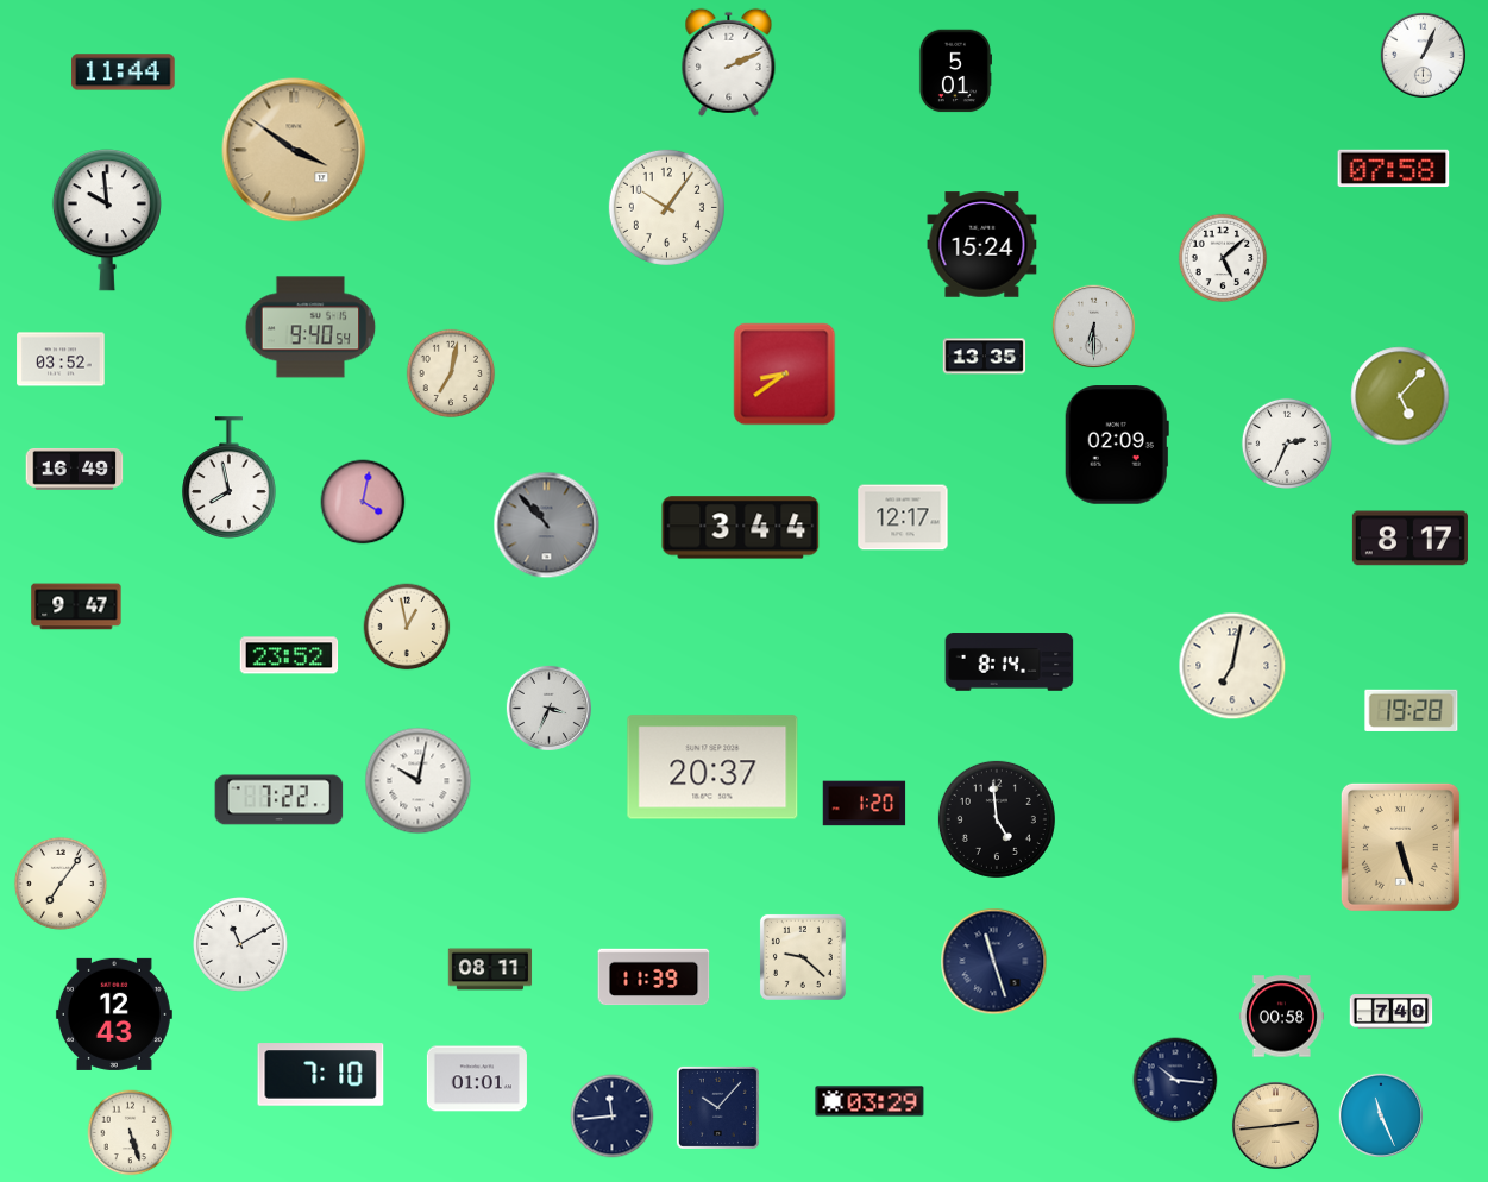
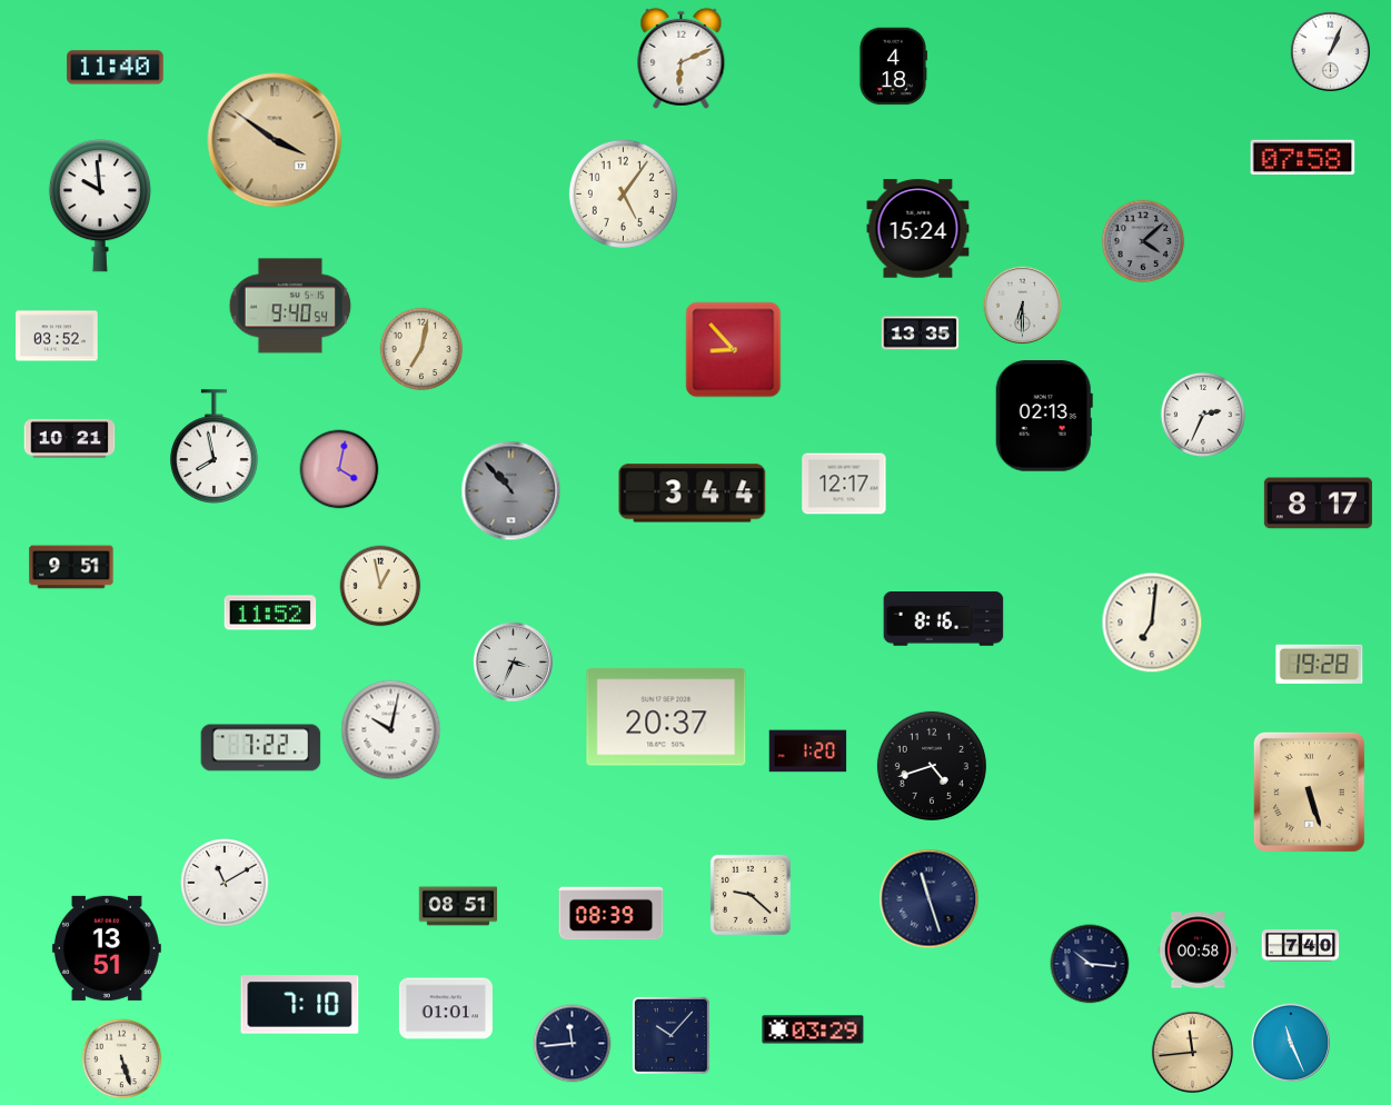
clock at (729, 62): 2:11 -> 6:11
clock at (954, 71): 5:01 -> 4:18
clock at (124, 73): 11:44 -> 11:40
clock at (666, 207): 10:06 -> 5:06
clock at (1223, 258): 5:08 -> 4:08
clock at (1223, 258) dial: white -> grey
clock at (785, 375): 8:39 -> 8:53
clock at (1400, 396): 5:07 -> none
clock at (1117, 445): 02:09 -> 02:13
clock at (75, 469): 16:49 -> 10:21
clock at (76, 606): 9:47 -> 9:51
clock at (289, 655): 23:52 -> 11:52
clock at (1010, 662): 8:14 -> 8:16
clock at (1232, 666): 7:02 -> 7:01
clock at (997, 819): 4:59 -> 4:42
clock at (61, 884): 7:06 -> none
clock at (490, 969): 08:11 -> 08:51
clock at (654, 977): 11:39 -> 08:39
clock at (114, 1014): 12:43 -> 13:51
clock at (1175, 1080) position: (1175, 1080) -> (1090, 964)
clock at (1275, 1125): 2:44 -> 11:44
